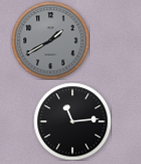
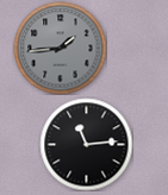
clock at (50, 40): 1:40 -> 1:44
